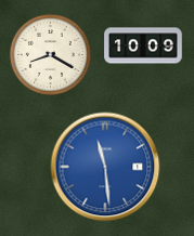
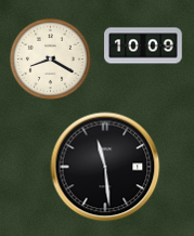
clock at (50, 54) position: (50, 54) -> (50, 58)
clock at (105, 167) dial: blue -> black
